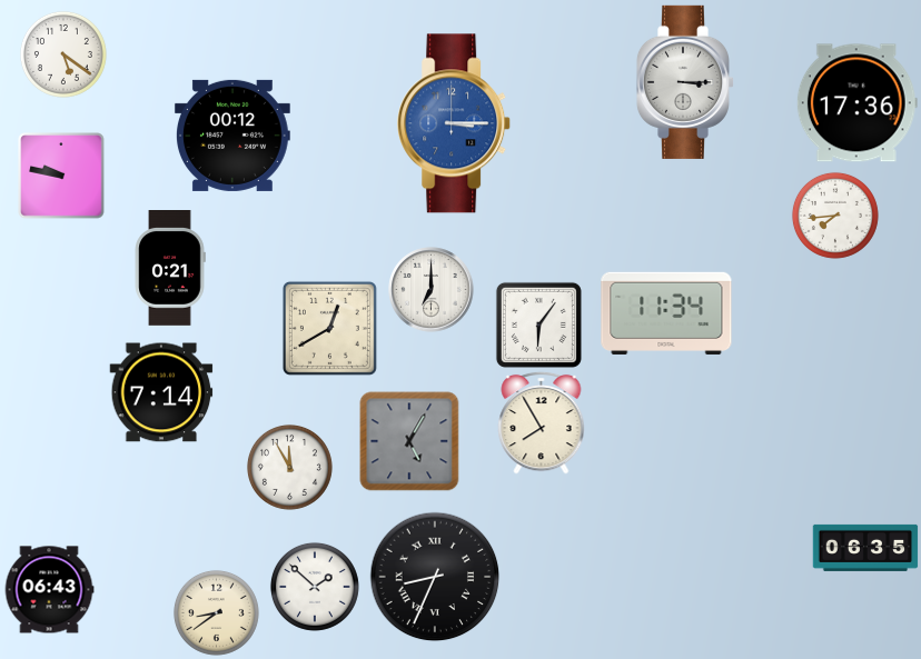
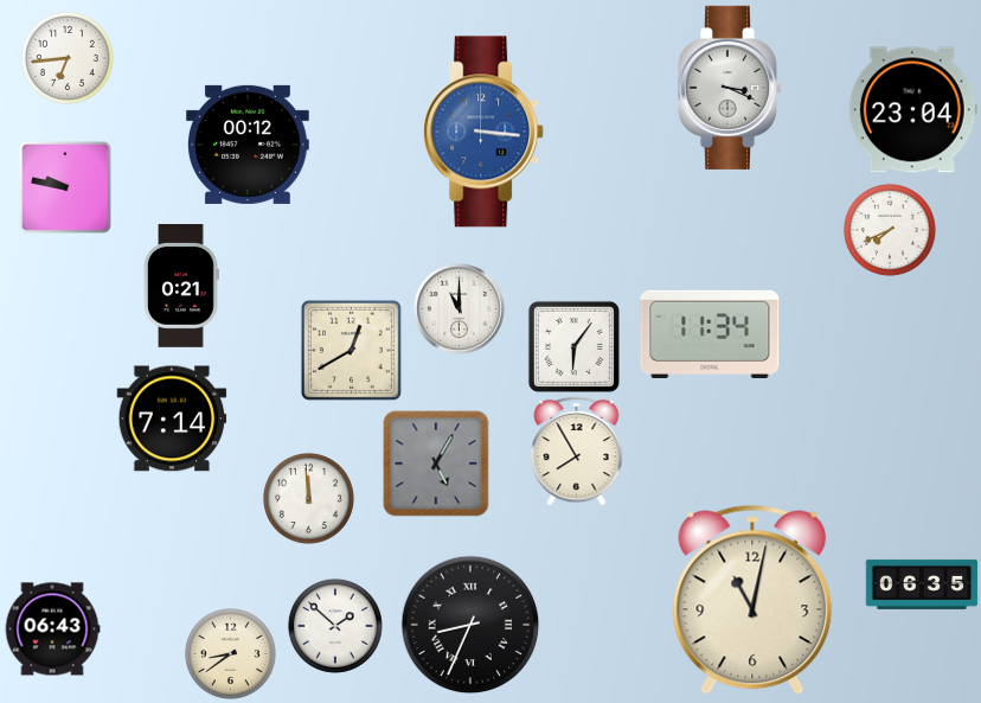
clock at (63, 54): 5:21 -> 6:44
clock at (684, 82): 3:15 -> 3:19
clock at (856, 103): 17:36 -> 23:04
clock at (455, 123): 3:15 -> 3:16
clock at (835, 216): 7:44 -> 7:41
clock at (432, 290): 7:00 -> 11:00
clock at (409, 441) position: (409, 441) -> (436, 464)
clock at (289, 467): 11:55 -> 11:59
clock at (752, 600): none -> 11:02
clock at (435, 577) position: (435, 577) -> (470, 625)
